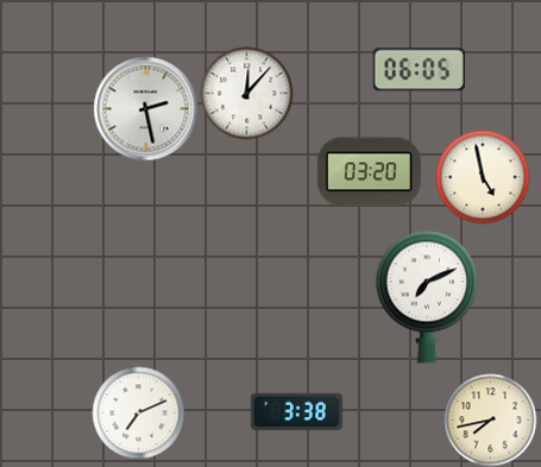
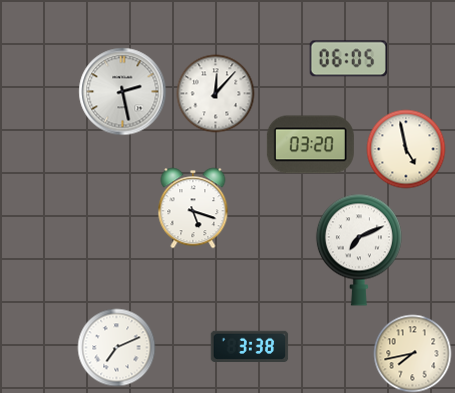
clock at (419, 70) position: (419, 70) -> (348, 59)
clock at (246, 93) position: (246, 93) -> (215, 93)
clock at (193, 208): none -> 5:18
